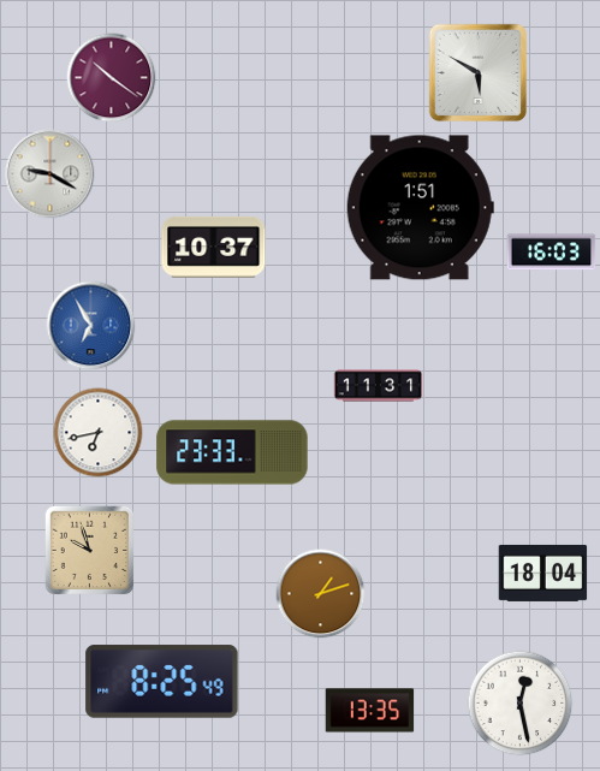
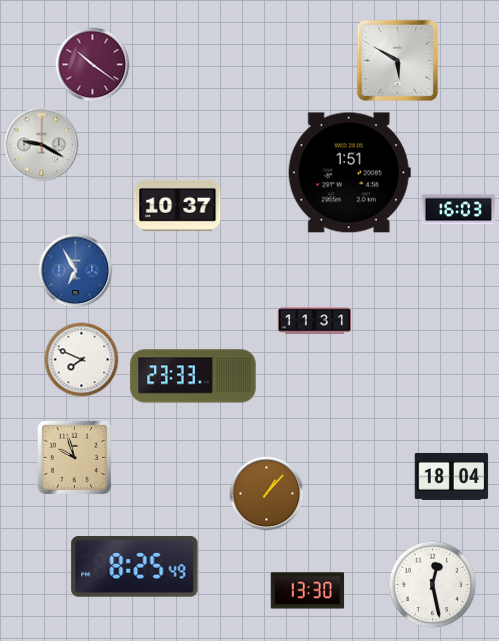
clock at (99, 433): 6:43 -> 7:49
clock at (321, 594): 1:12 -> 1:07
clock at (370, 711): 13:35 -> 13:30
